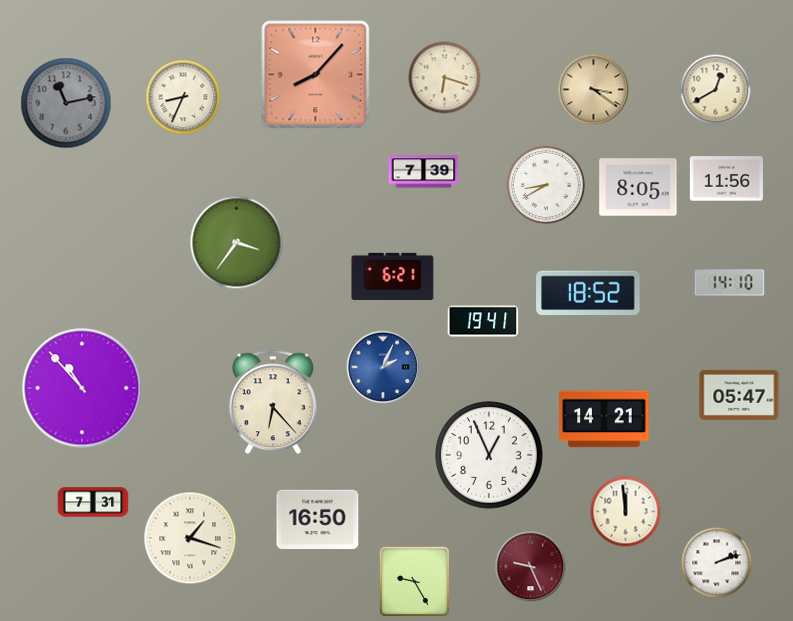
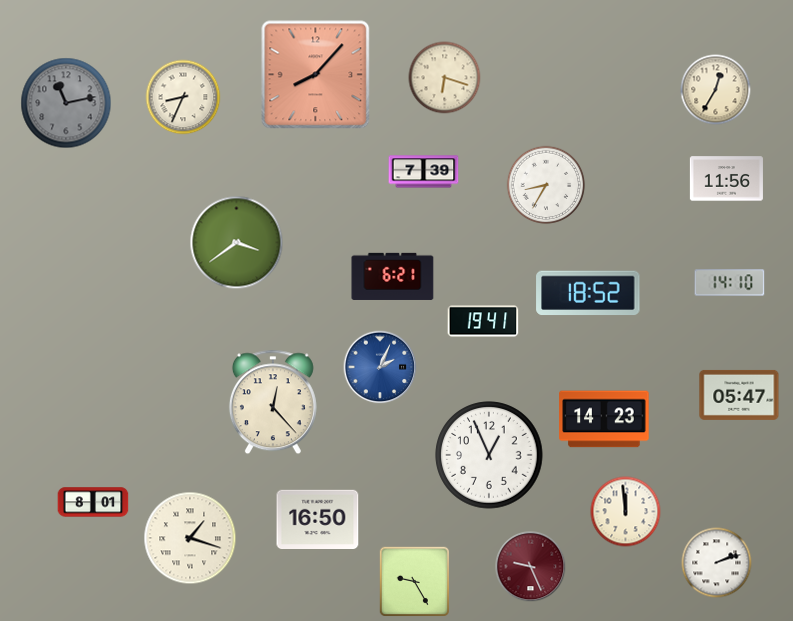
clock at (594, 90): 3:21 -> none
clock at (716, 90): 12:40 -> 12:35
clock at (546, 185): 8:40 -> 8:35
clock at (638, 187): 8:05 -> none
clock at (237, 243): 3:36 -> 3:39
clock at (383, 367) position: (383, 367) -> (380, 367)
clock at (82, 388): 10:53 -> none
clock at (273, 402): 6:23 -> 12:23
clock at (604, 419): 14:21 -> 14:23
clock at (93, 502): 7:31 -> 8:01
